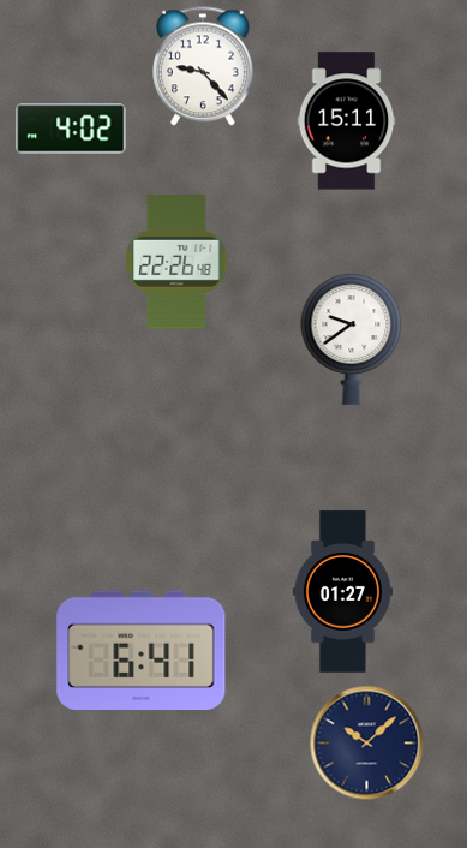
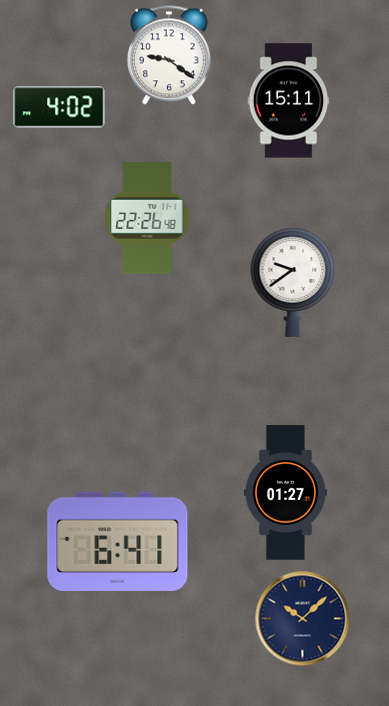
clock at (204, 66): 9:23 -> 9:21
clock at (367, 744) position: (367, 744) -> (303, 619)
